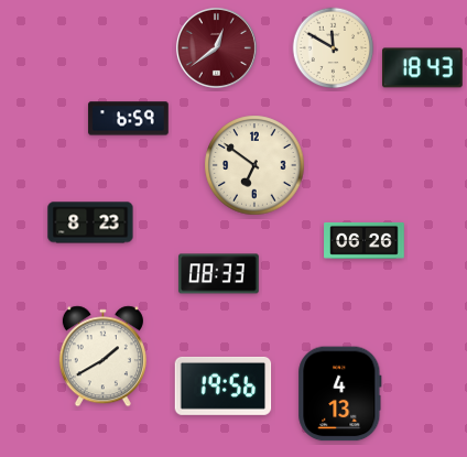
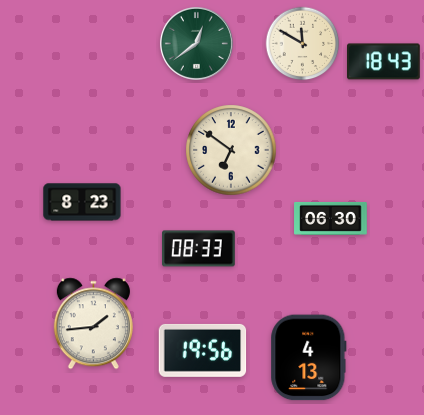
clock at (216, 47) dial: burgundy -> green
clock at (129, 119): 6:59 -> none
clock at (365, 240): 06:26 -> 06:30
clock at (102, 357): 1:40 -> 1:44
